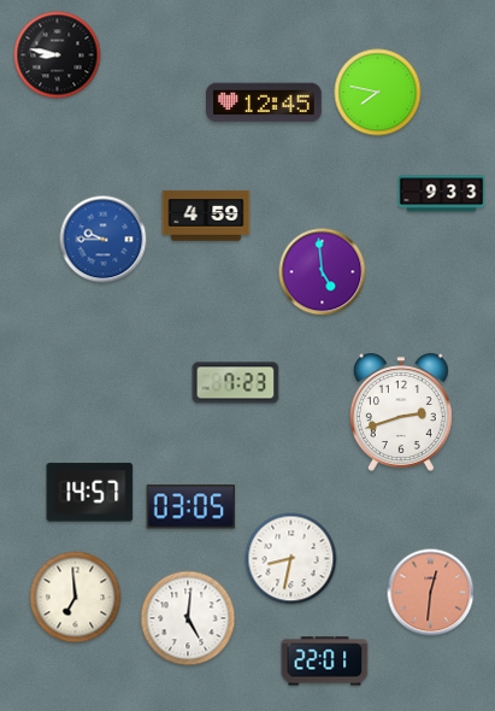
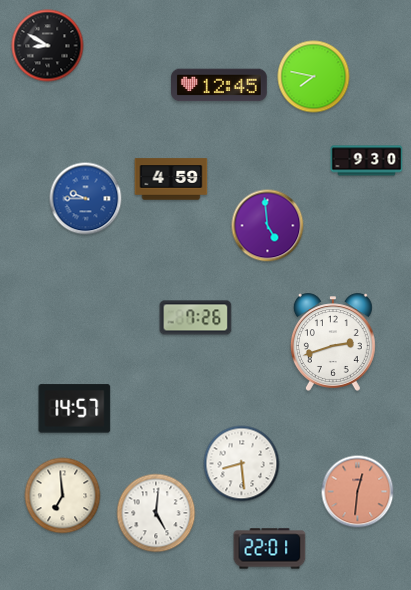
clock at (58, 55): 8:47 -> 8:50
clock at (442, 194): 9:33 -> 9:30
clock at (236, 383): 7:23 -> 7:26
clock at (191, 507): 03:05 -> none
clock at (291, 559): 8:32 -> 8:29
